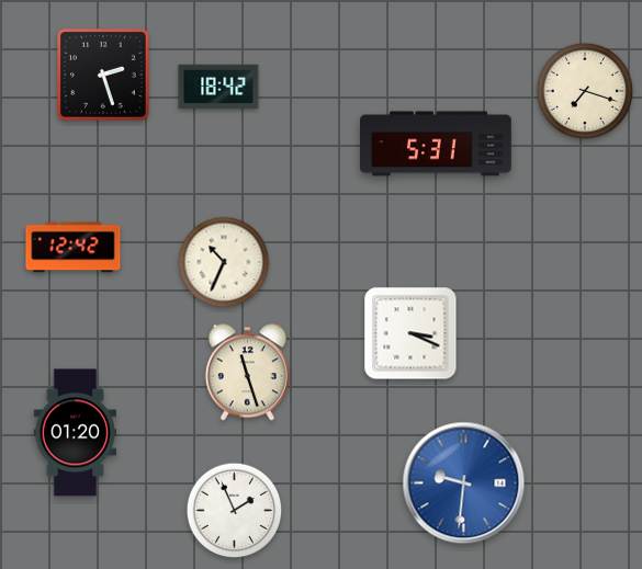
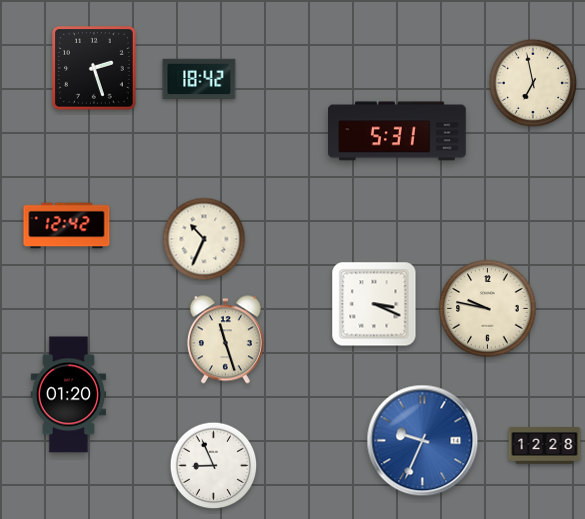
clock at (585, 91): 7:18 -> 6:58
clock at (488, 309): none -> 9:47
clock at (464, 483): 9:31 -> 9:34
clock at (545, 446): none -> 12:28
clock at (235, 511): 1:56 -> 8:56
